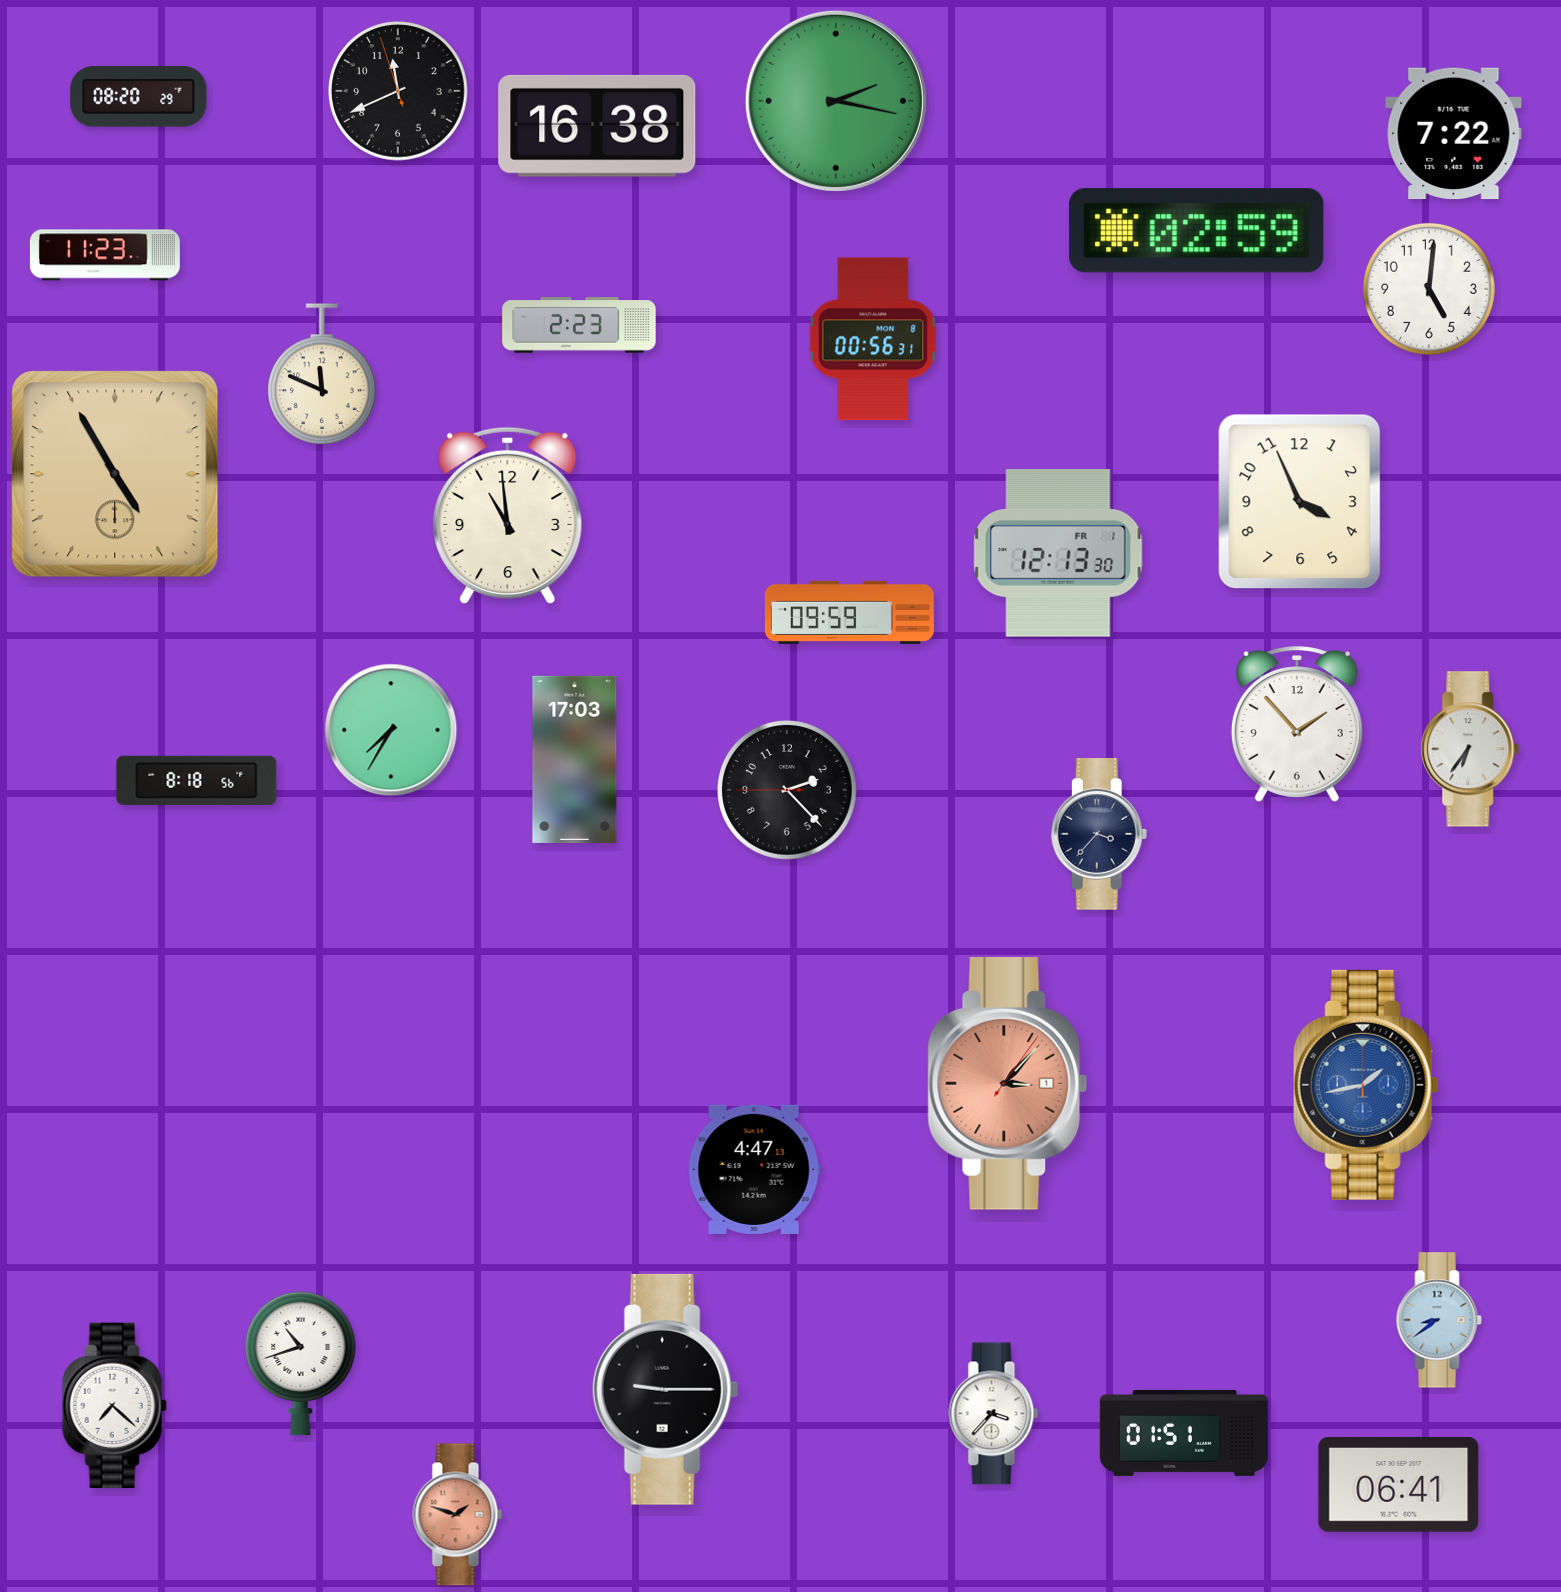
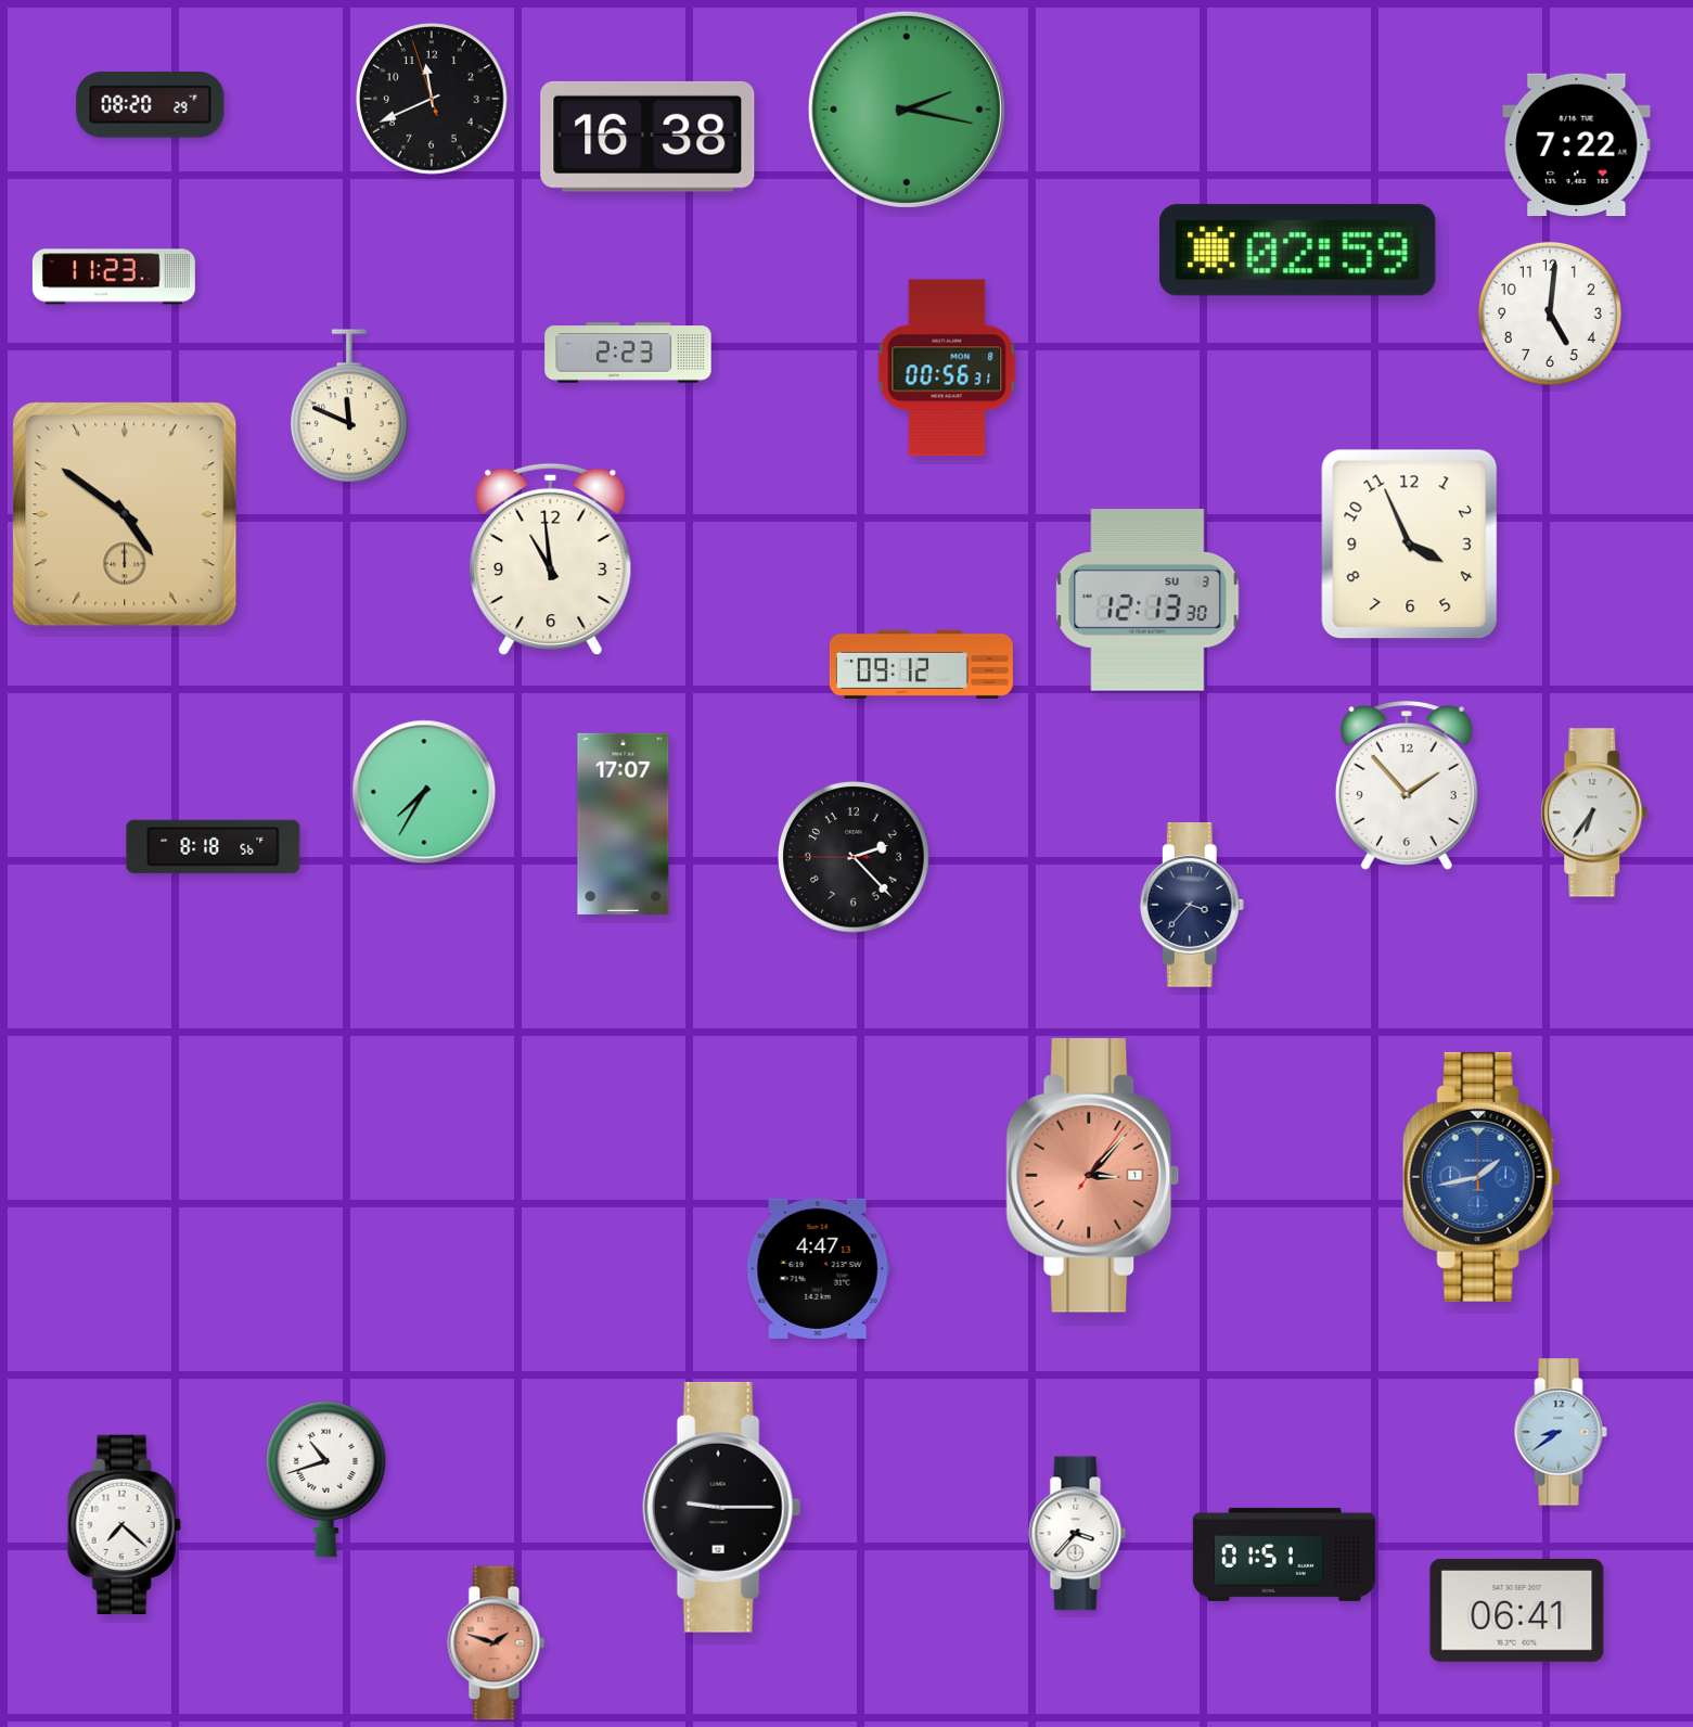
clock at (115, 474): 4:55 -> 4:51
clock at (1058, 553) date: FR 1 -> SU 3
clock at (849, 612): 09:59 -> 09:12
clock at (575, 759): 17:03 -> 17:07
